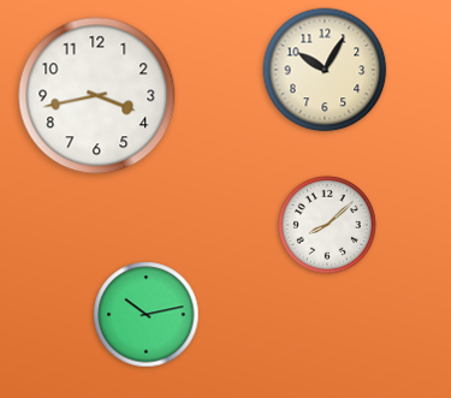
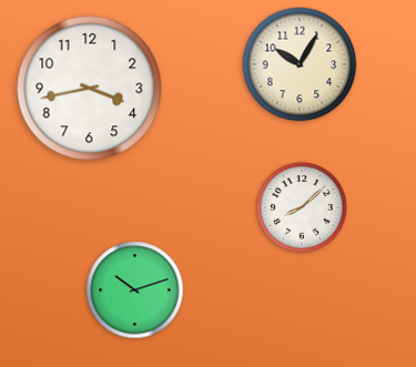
clock at (147, 315): 10:13 -> 10:12
